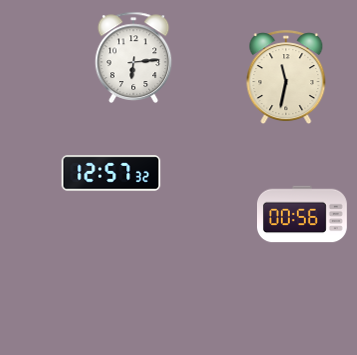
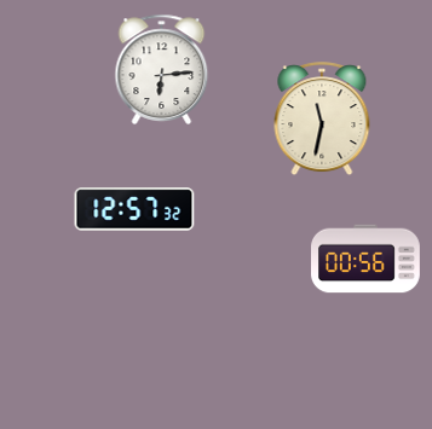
clock at (286, 78) position: (286, 78) -> (322, 120)
